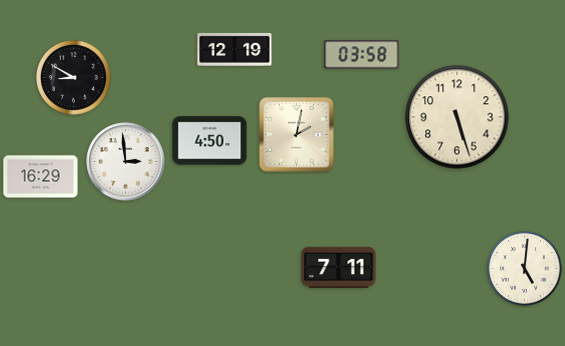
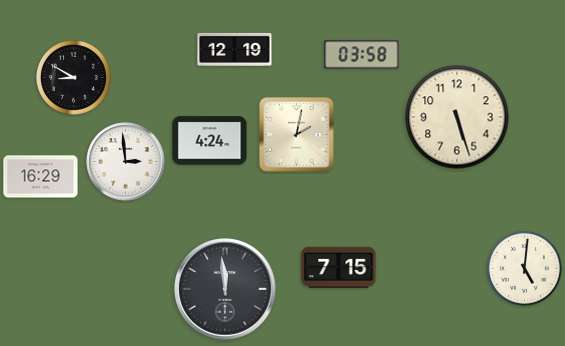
clock at (210, 141): 4:50 -> 4:24
clock at (339, 267): 7:11 -> 7:15
clock at (225, 289): none -> 11:59
